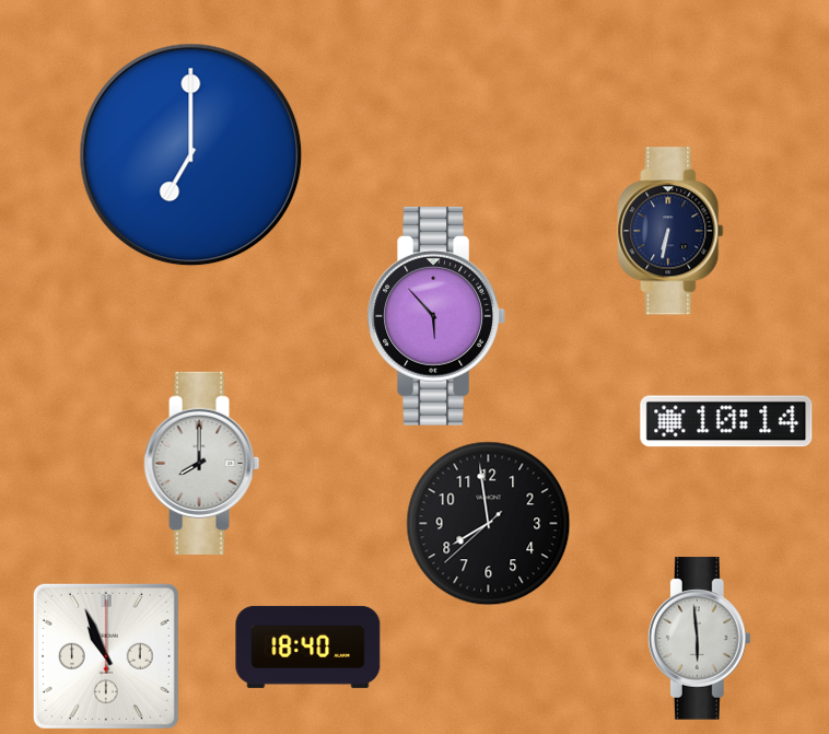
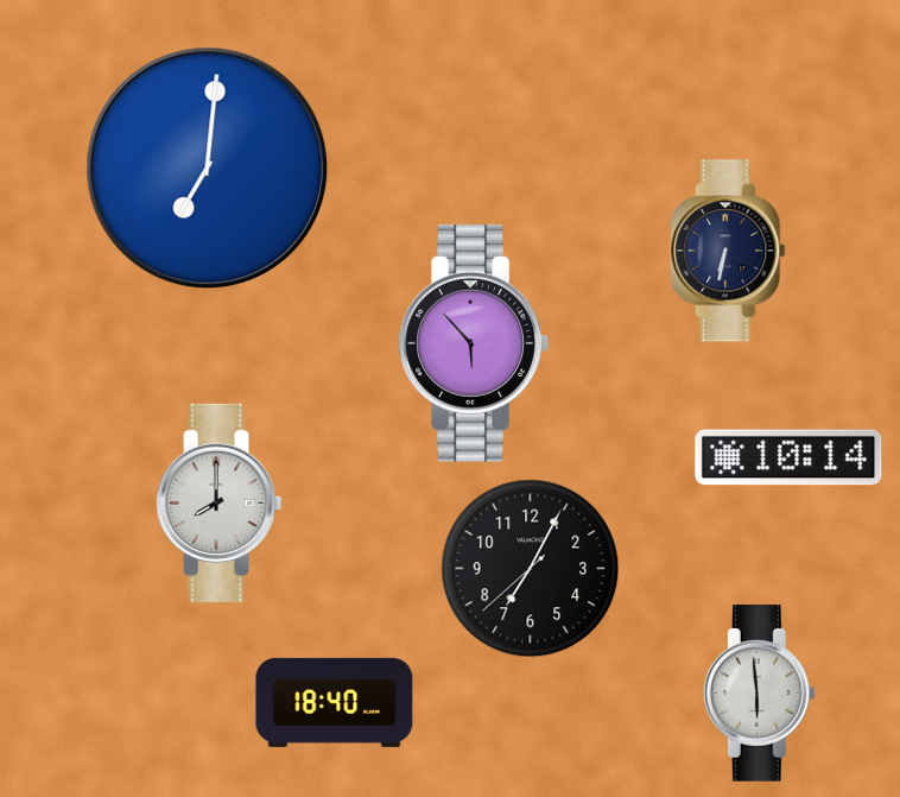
clock at (191, 155): 7:00 -> 7:01
clock at (489, 524): 7:58 -> 7:04
clock at (106, 656): 10:56 -> none
